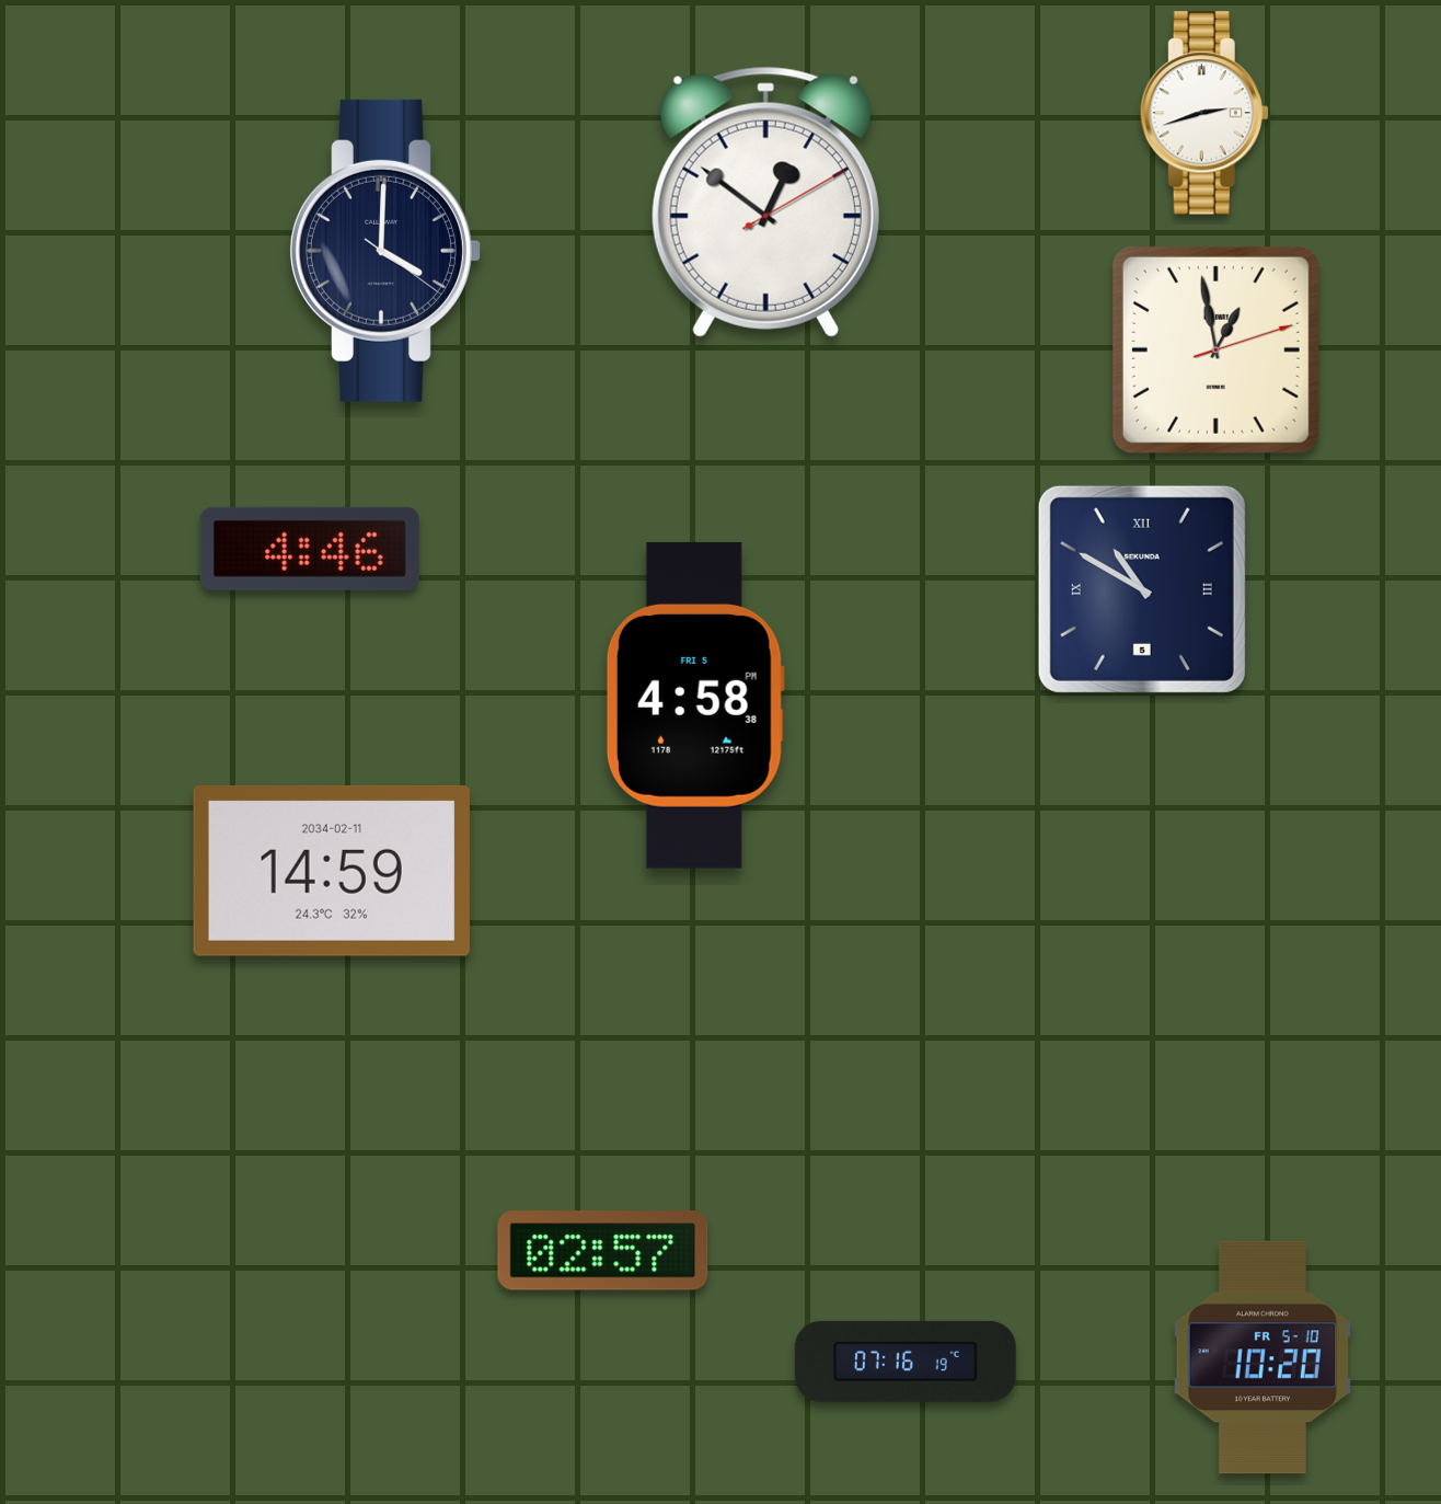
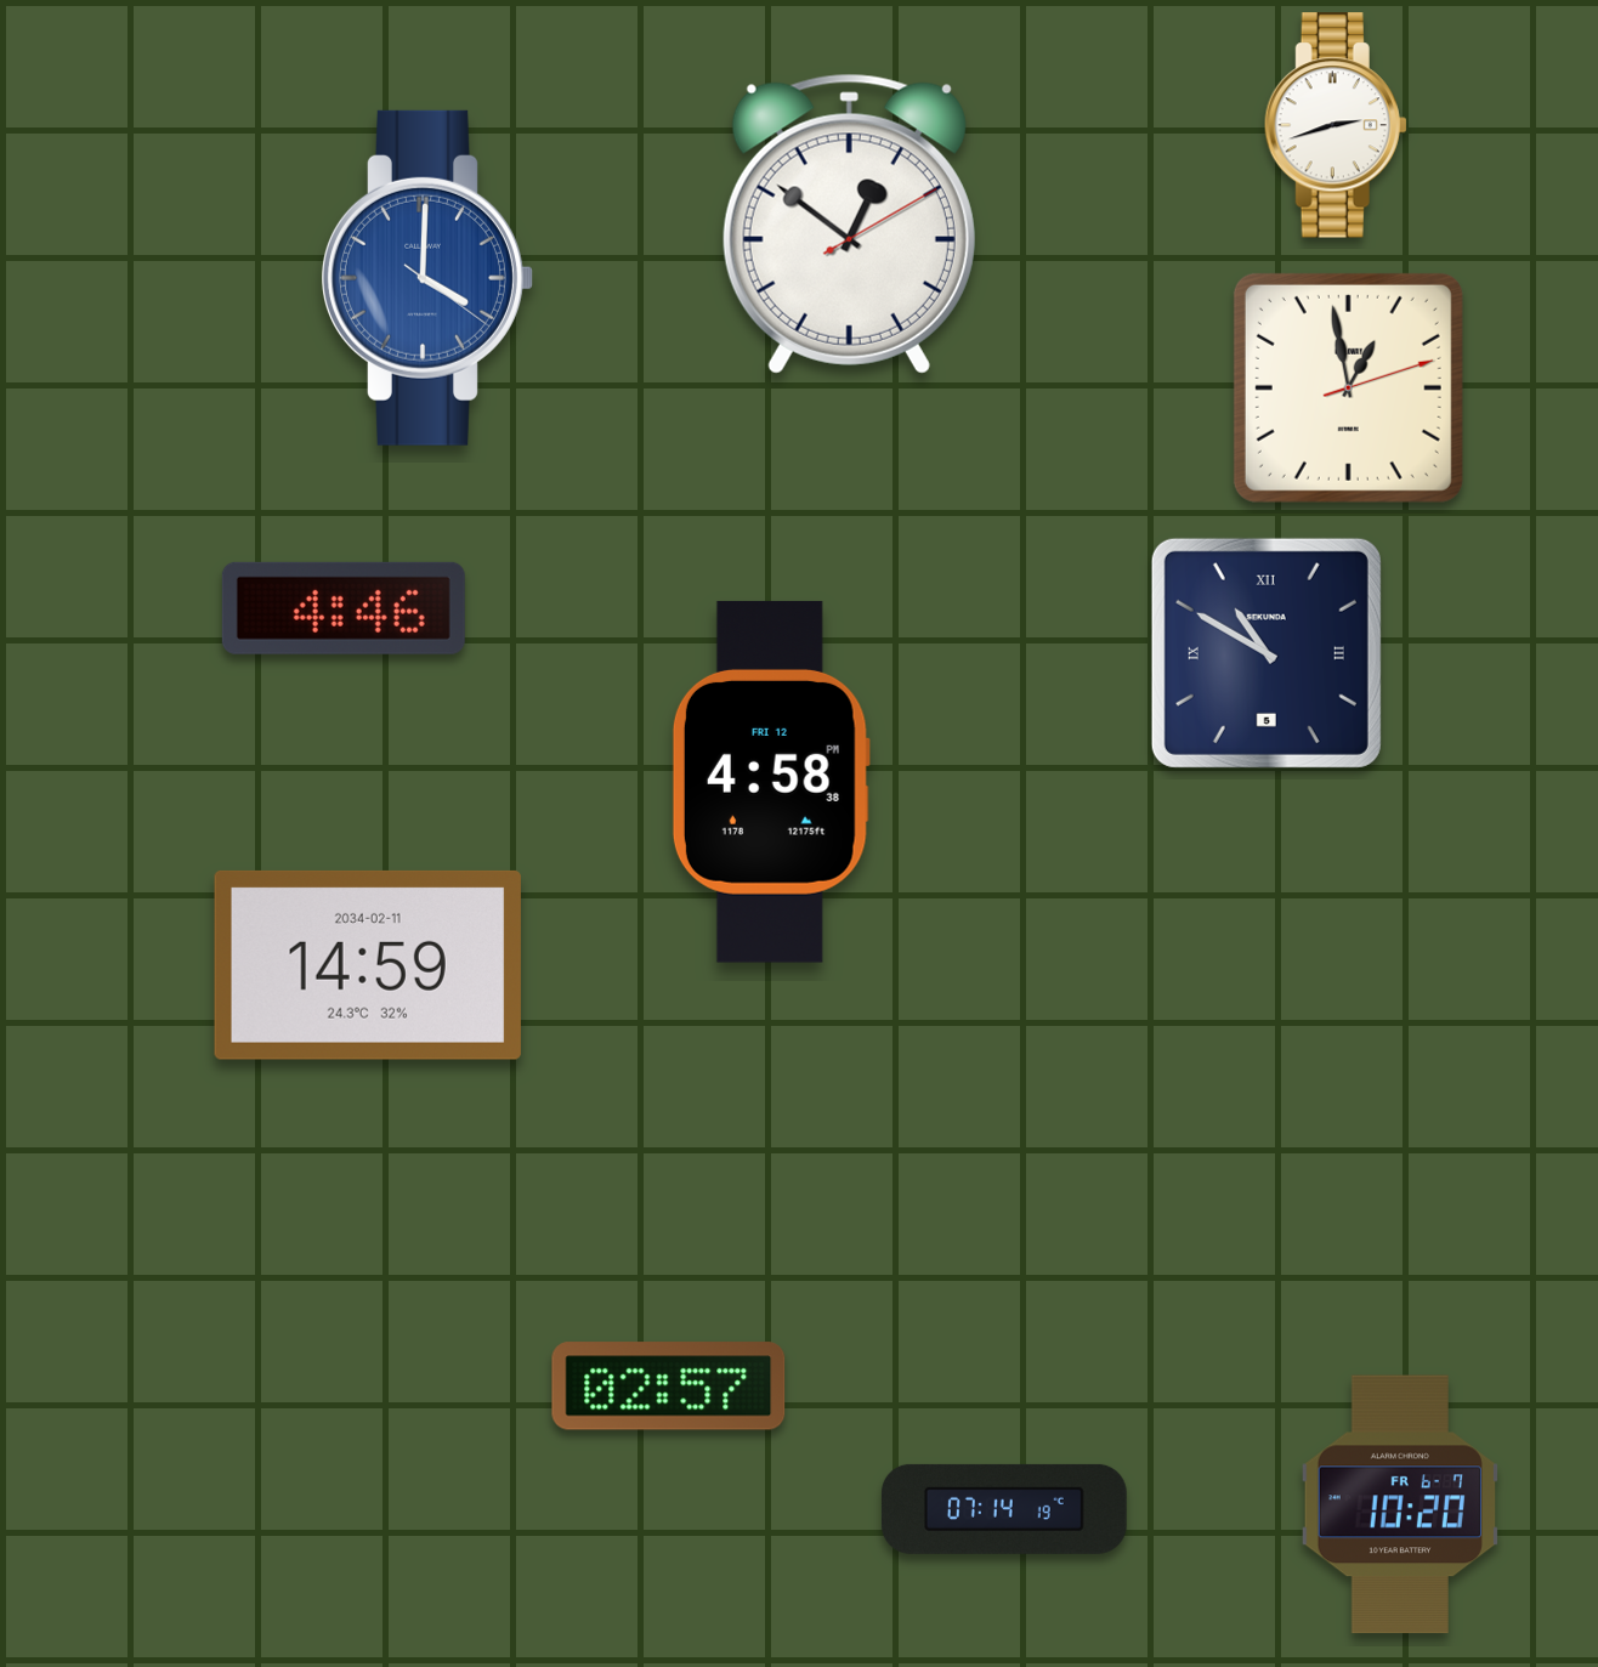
clock at (385, 251) dial: navy -> blue
clock at (695, 705) date: FRI 5 -> FRI 12
clock at (1263, 1357) date: FR 5-10 -> FR 6-7
clock at (906, 1362): 07:16 -> 07:14
